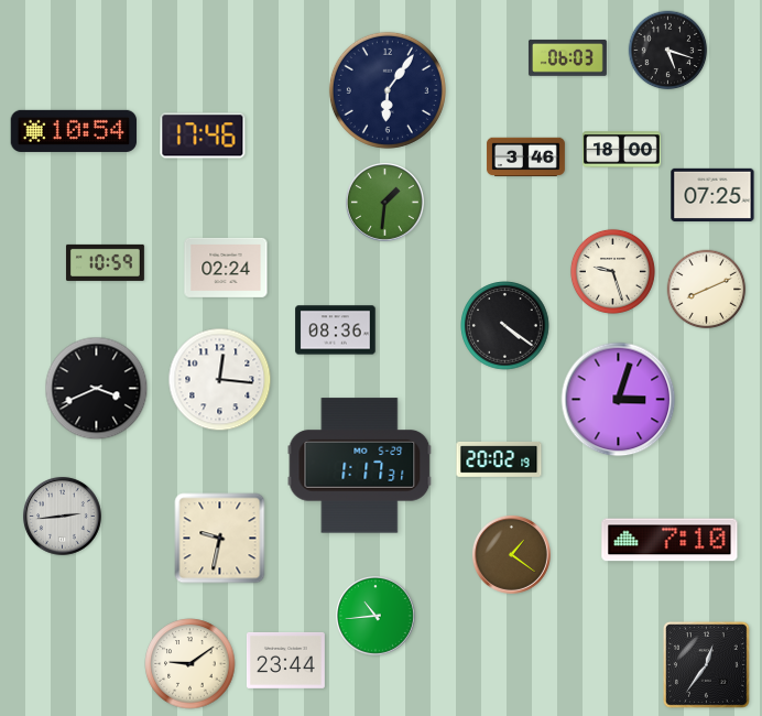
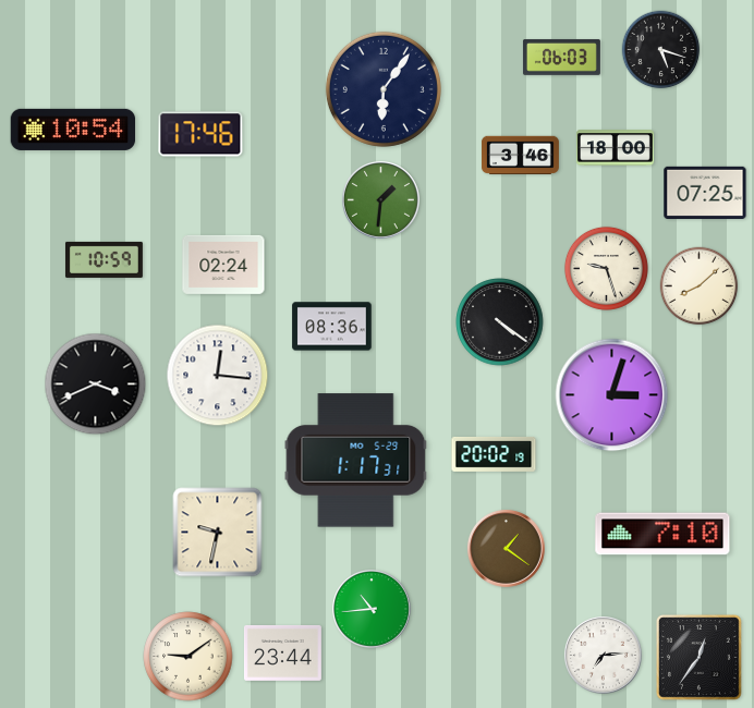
clock at (707, 290): 8:11 -> 8:08
clock at (62, 516): 2:44 -> none
clock at (603, 655): none -> 7:14
